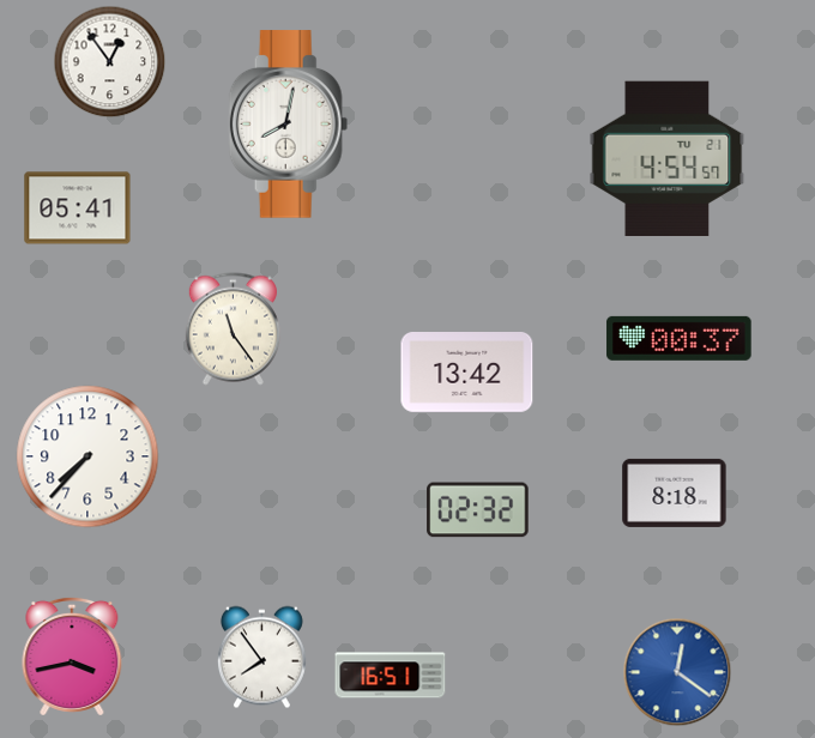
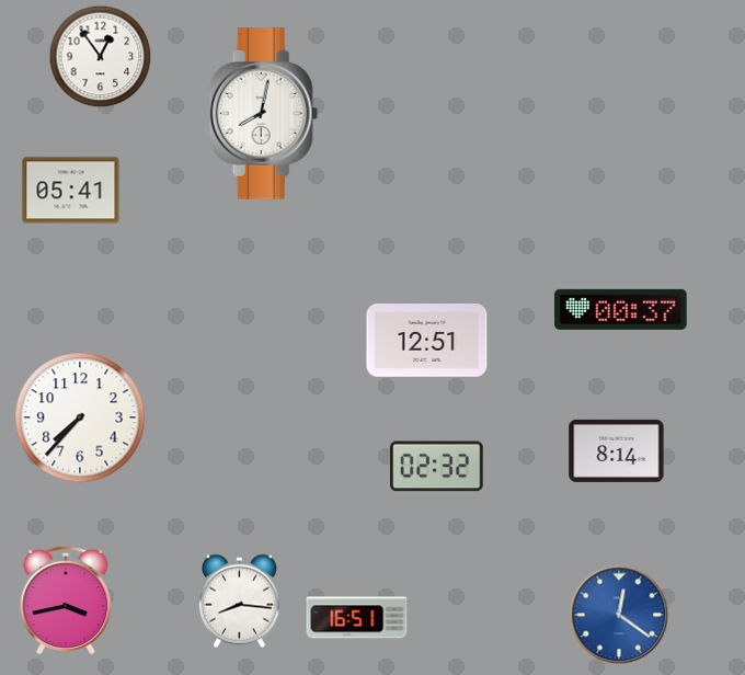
clock at (668, 158): 4:54 -> none
clock at (233, 329): 11:24 -> none
clock at (467, 373): 13:42 -> 12:51
clock at (675, 492): 8:18 -> 8:14
clock at (261, 658): 7:54 -> 8:16
